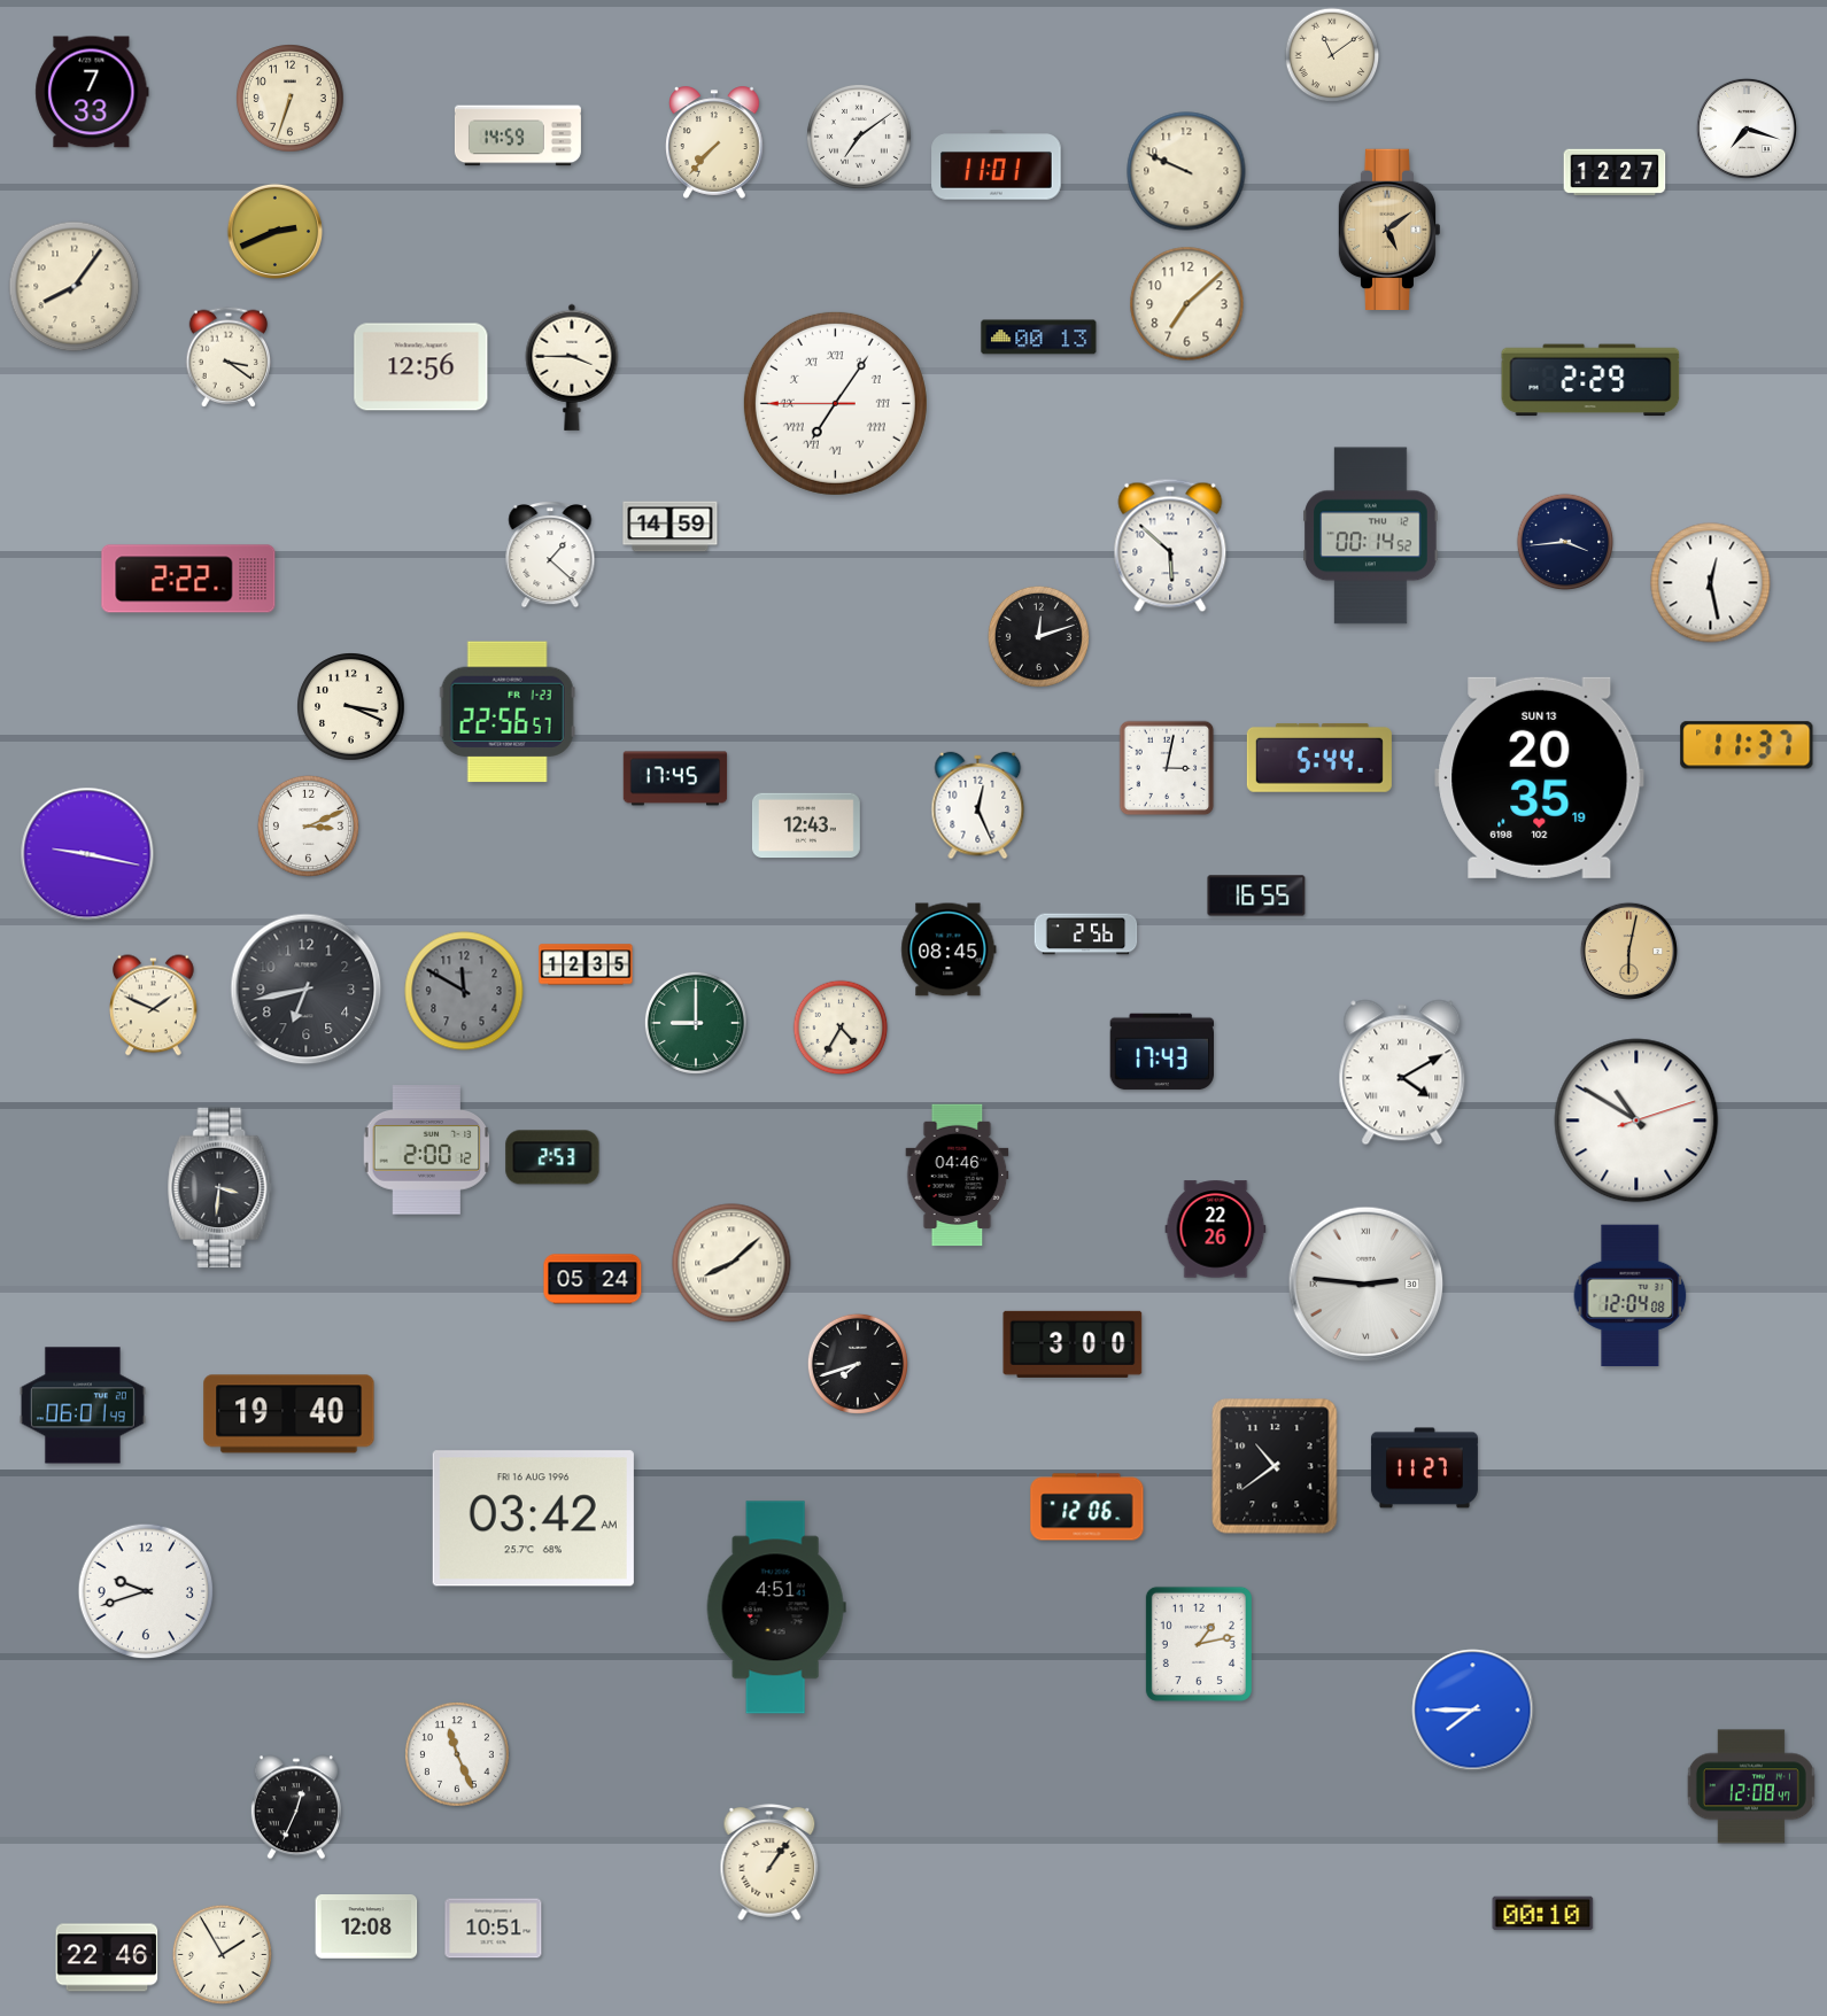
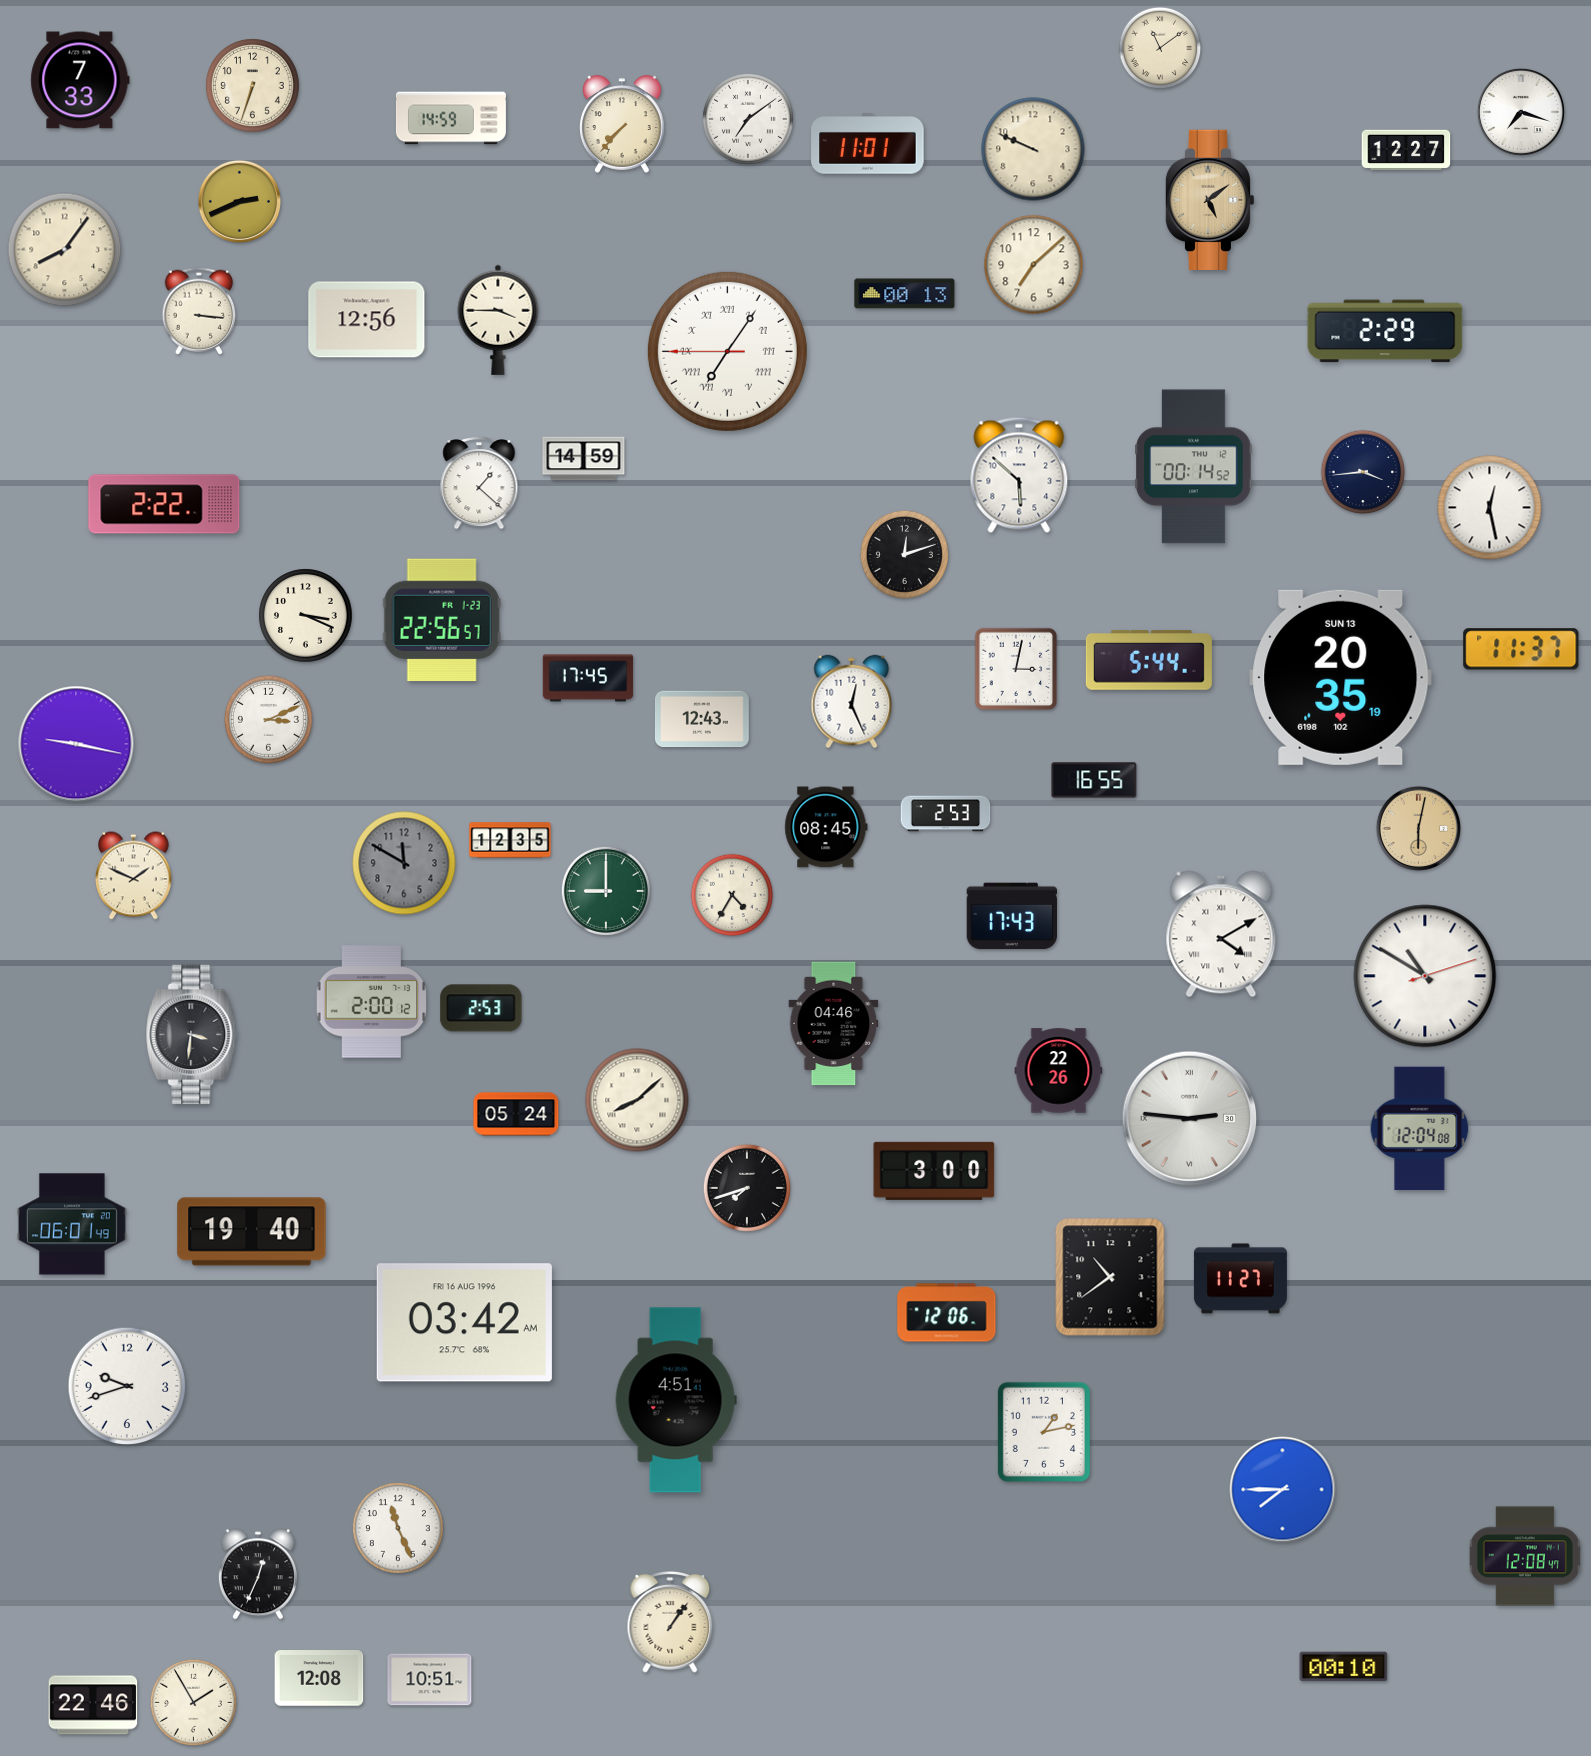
clock at (229, 357): 3:21 -> 3:16
clock at (1086, 935): 2:56 -> 2:53
clock at (307, 990): 6:43 -> none
